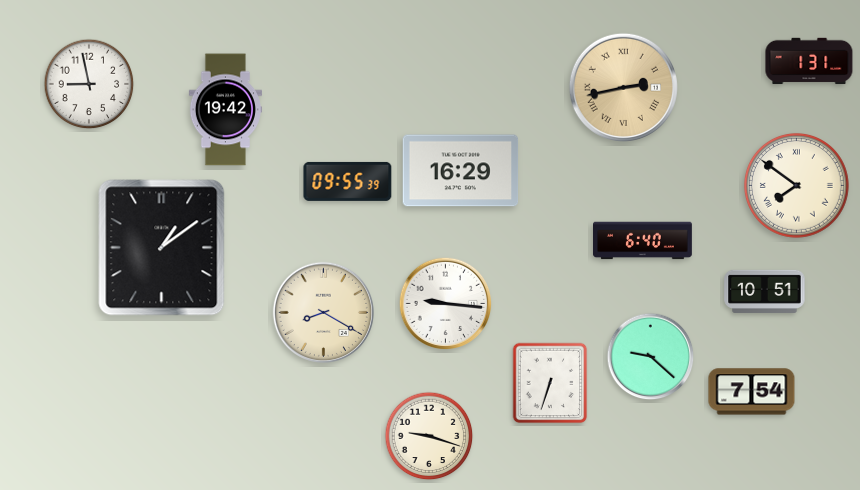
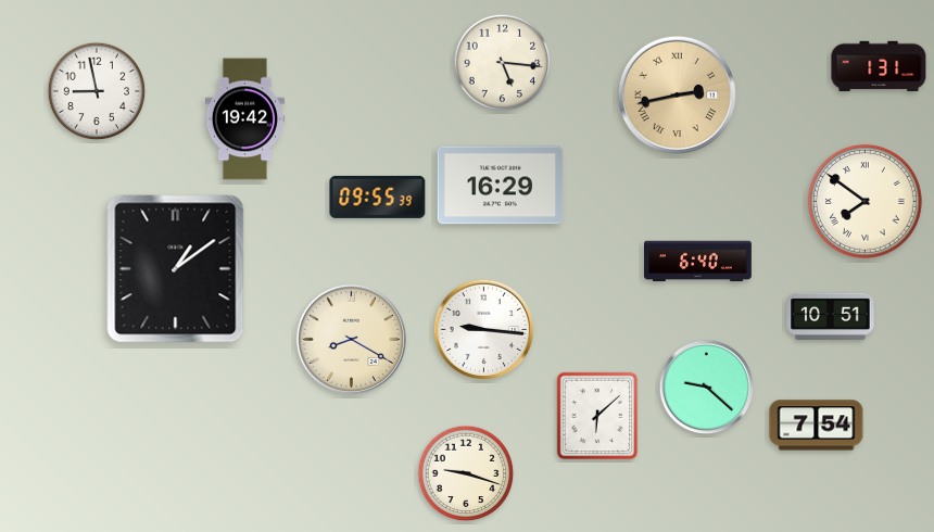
clock at (503, 63): none -> 5:16
clock at (550, 383): 6:33 -> 6:08
